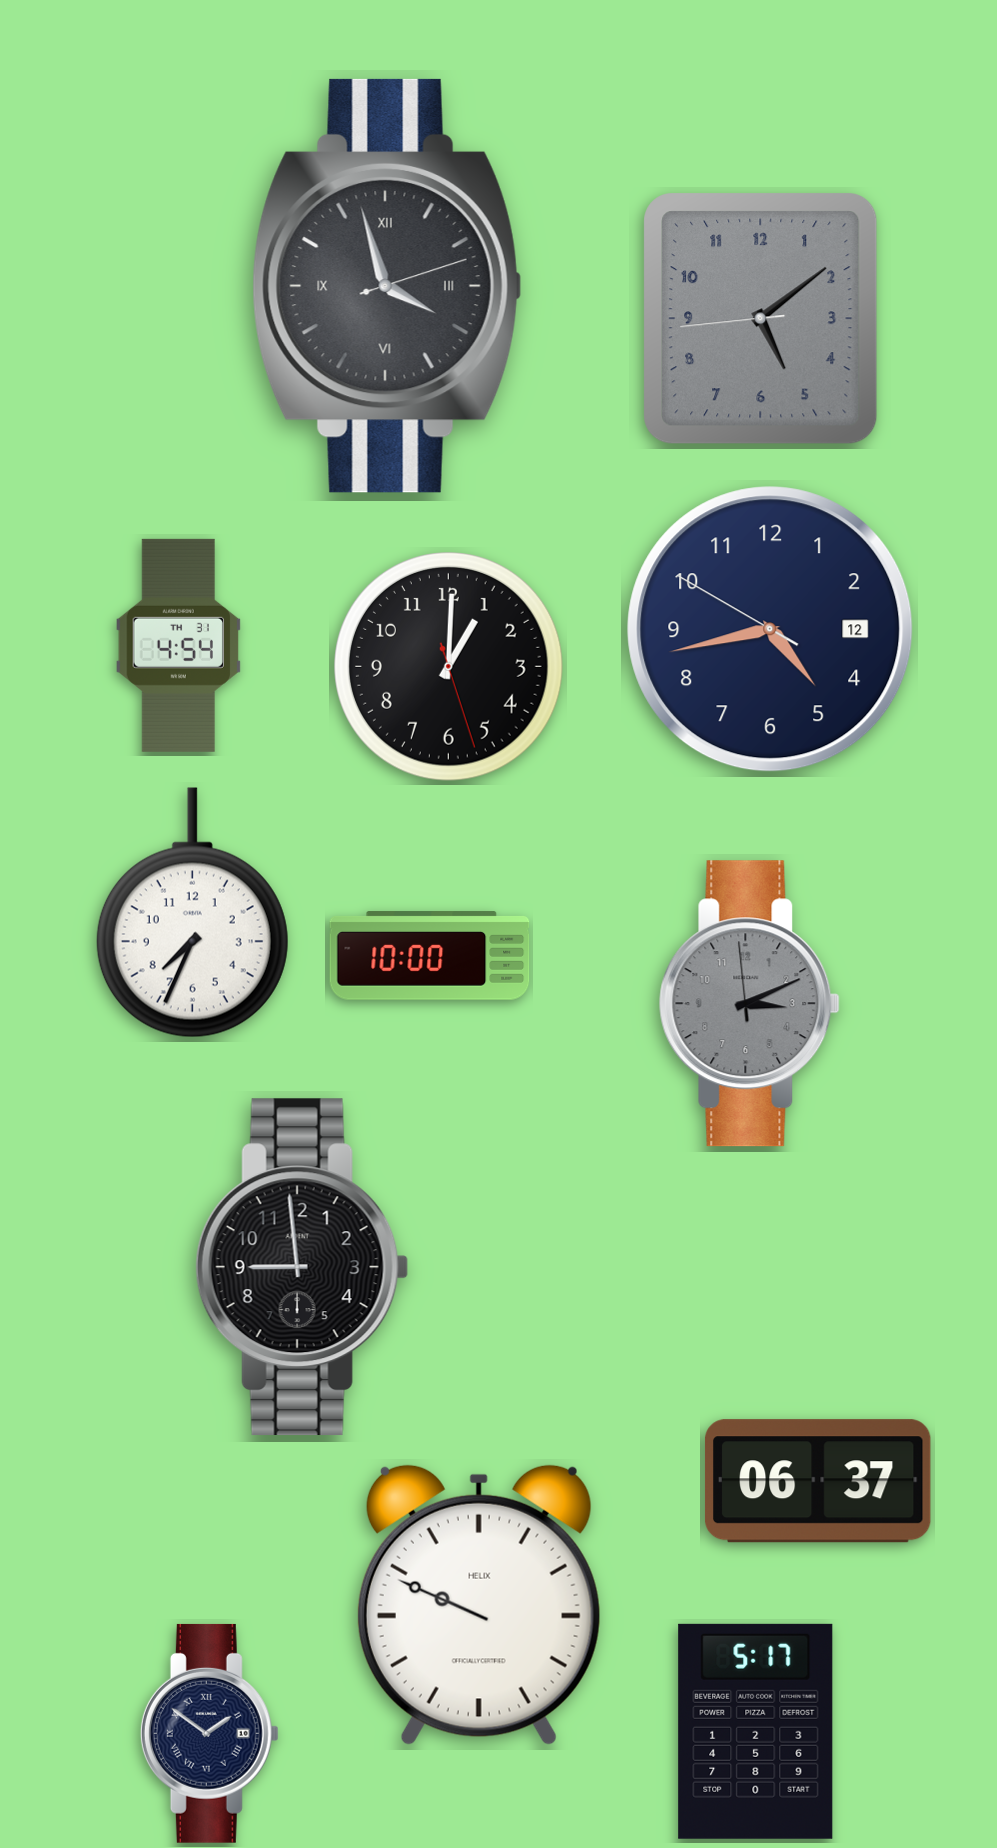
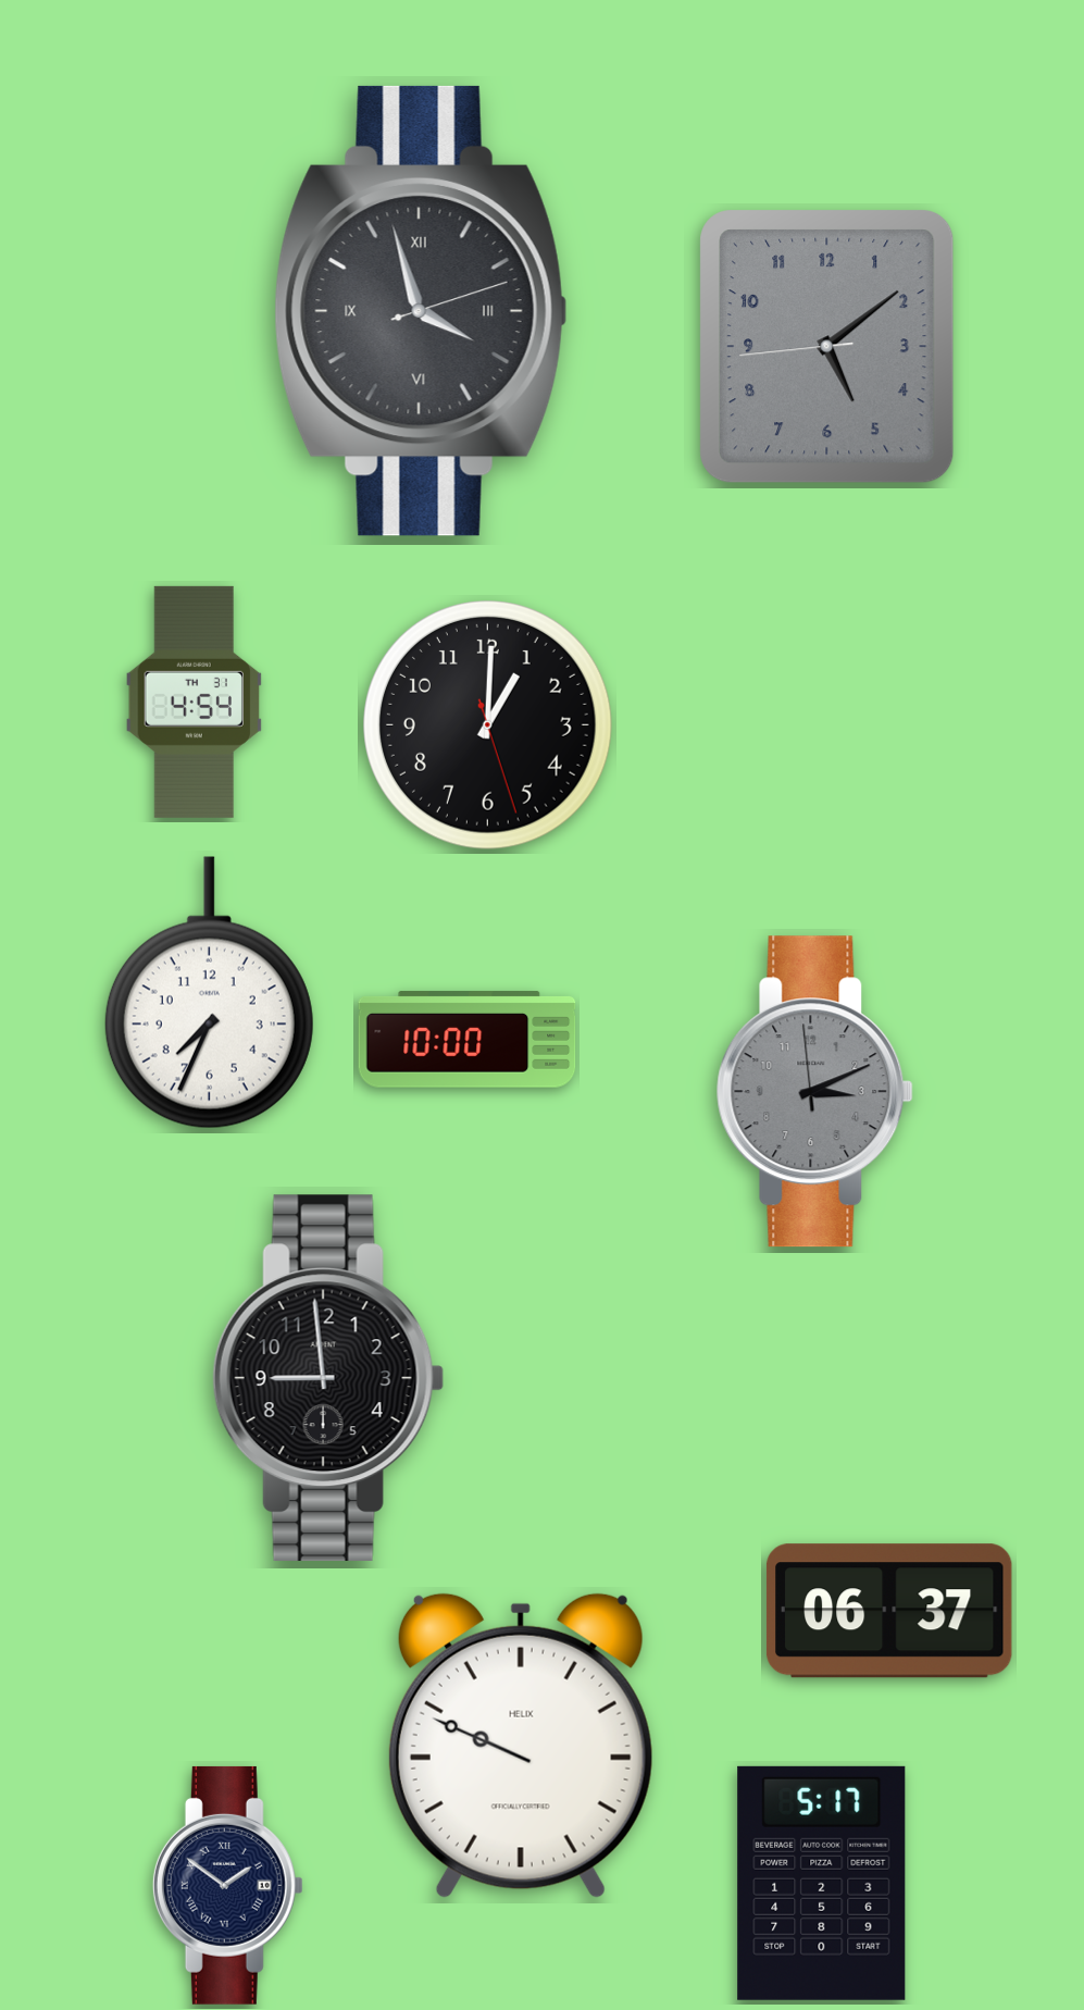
clock at (770, 629): 4:42 -> none
